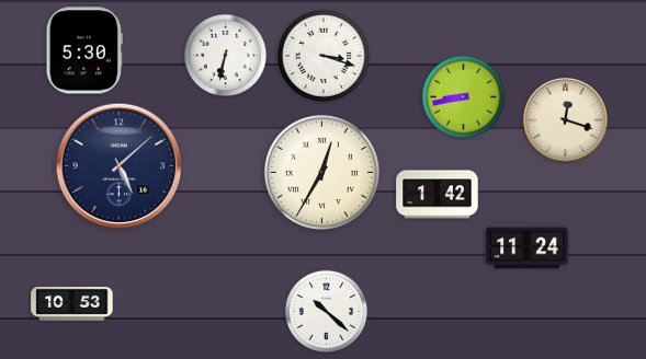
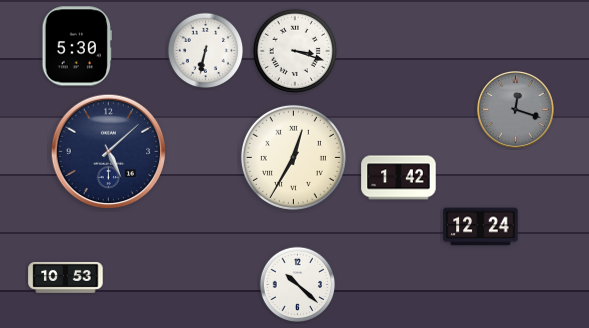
clock at (464, 97): 8:43 -> none
clock at (565, 119) dial: cream -> grey
clock at (528, 248): 11:24 -> 12:24
